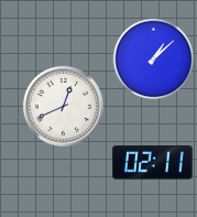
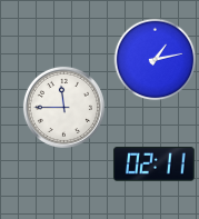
clock at (154, 59): 1:08 -> 1:13
clock at (63, 106): 12:41 -> 11:45
